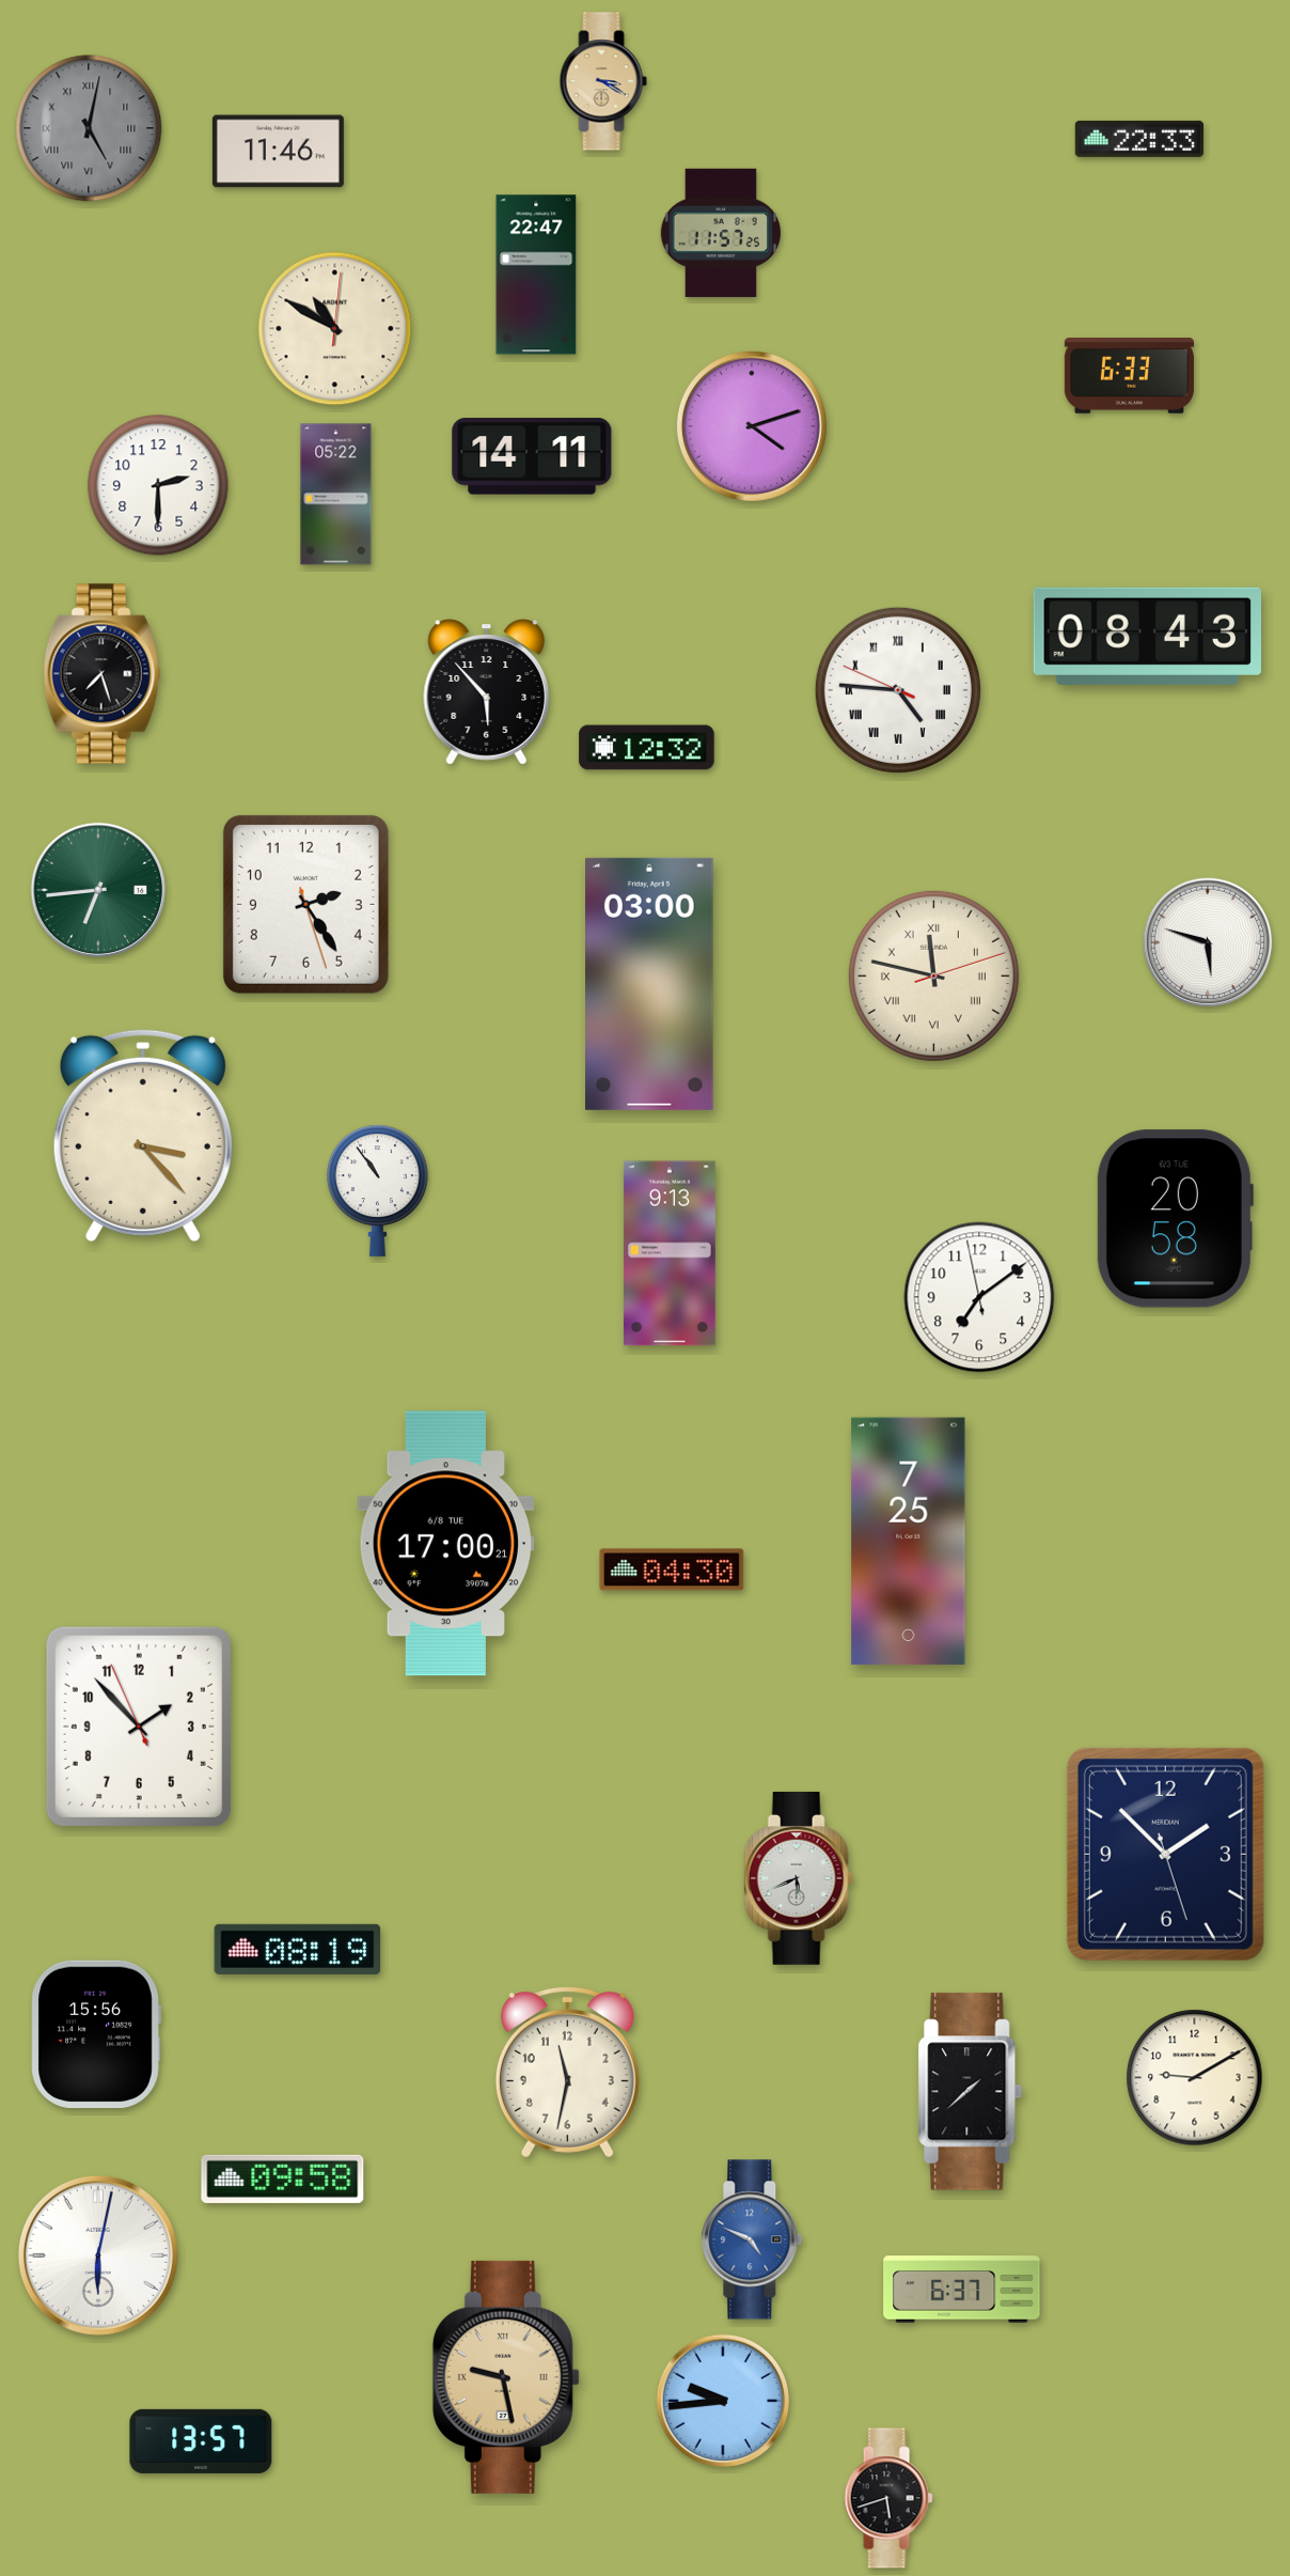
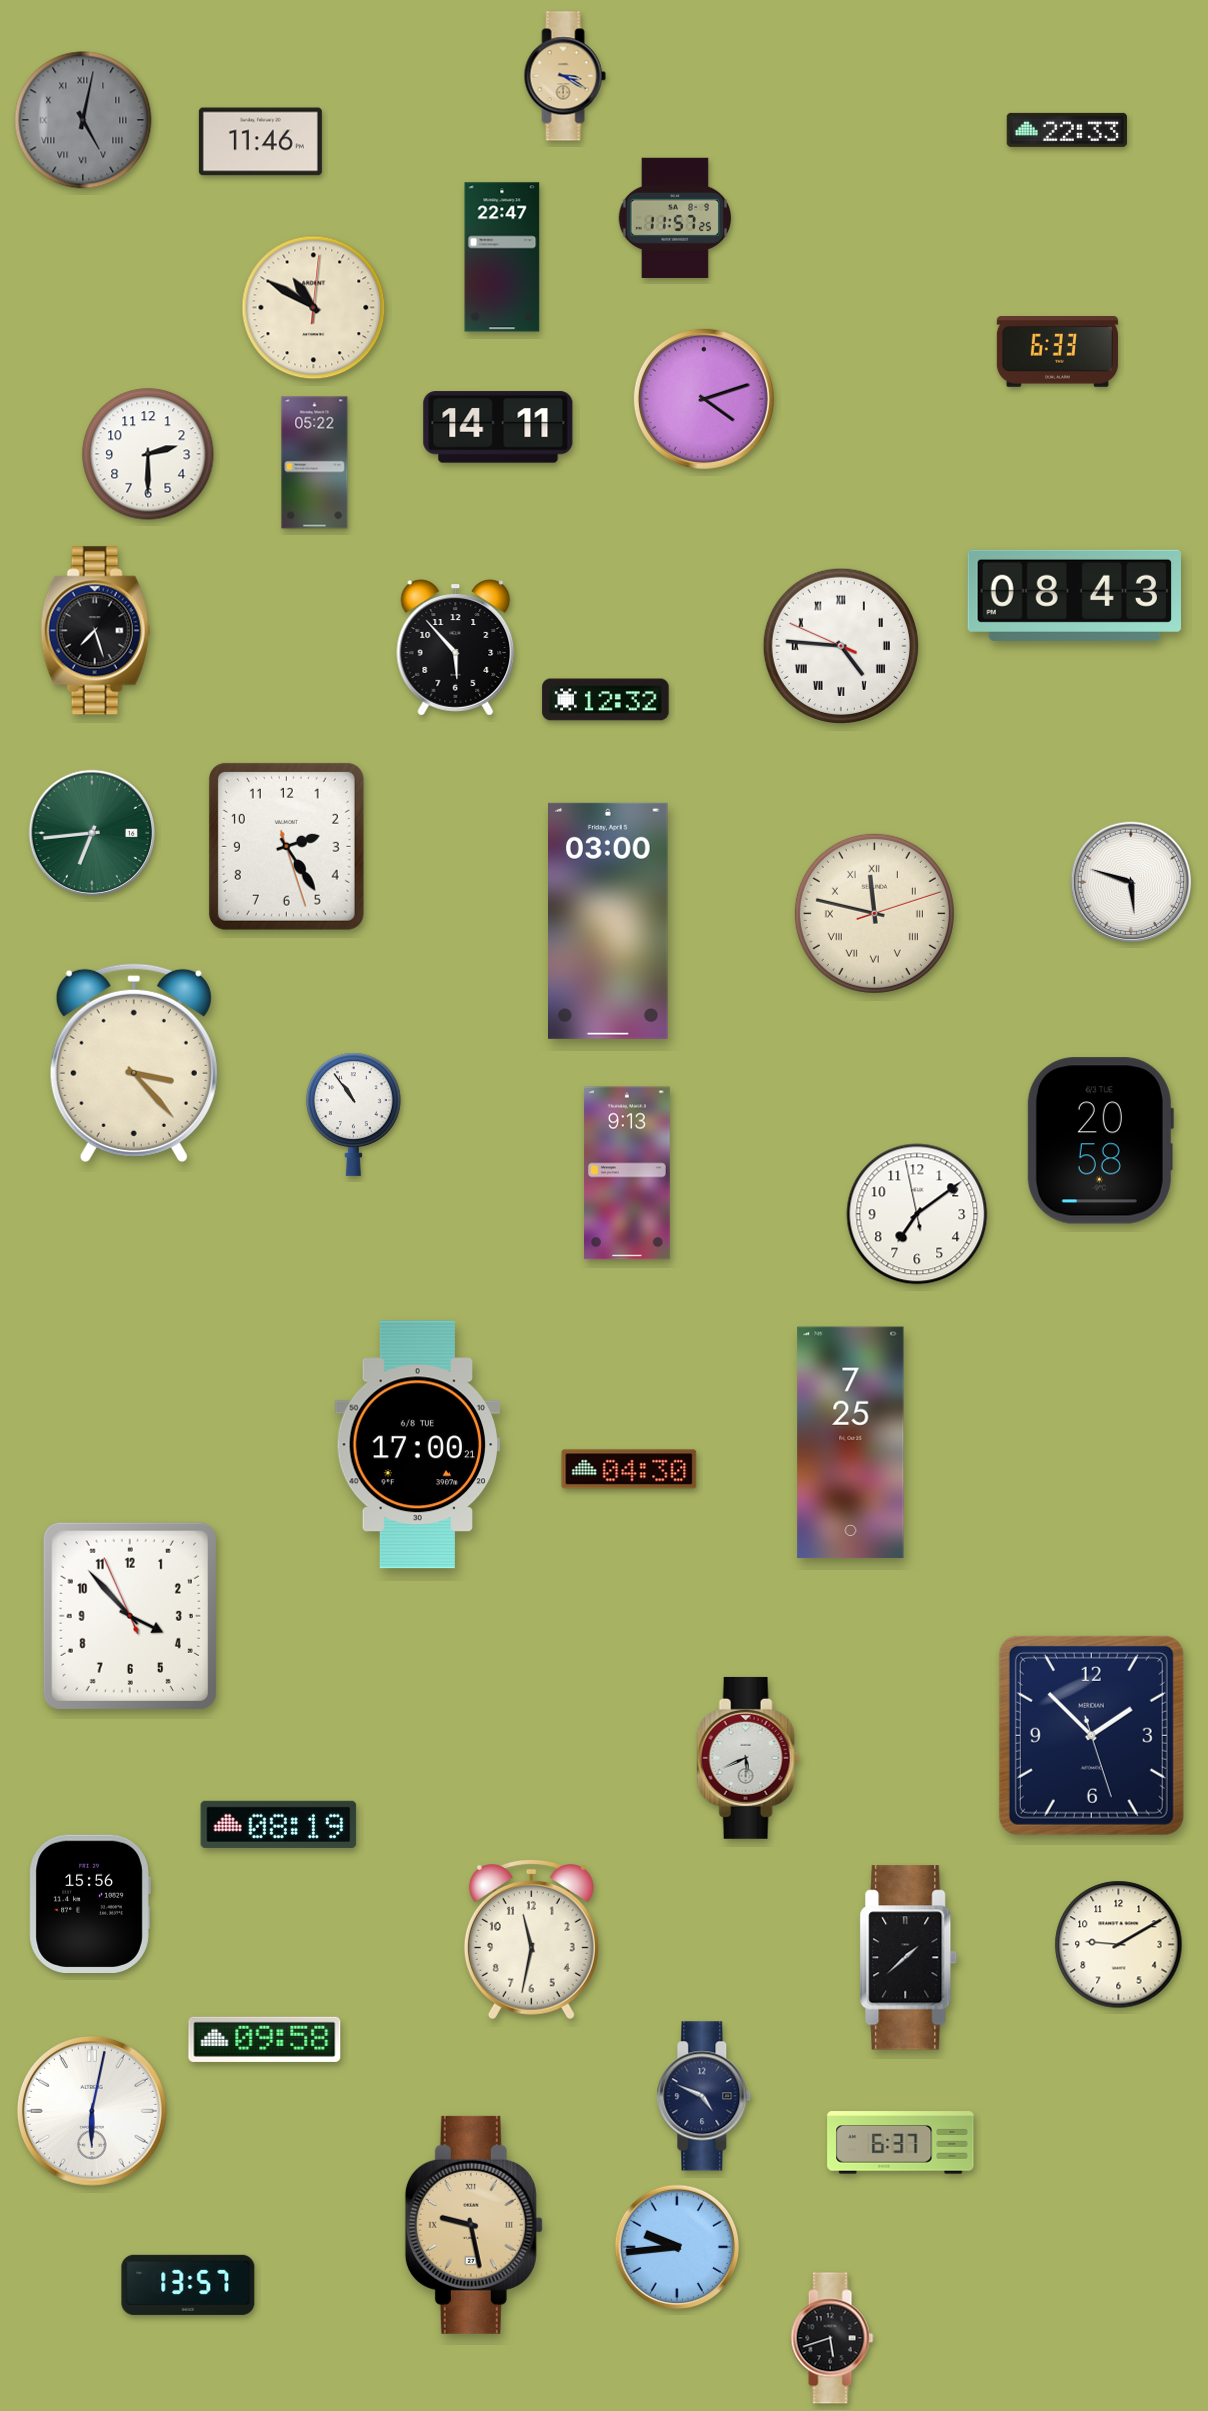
clock at (139, 1727): 1:52 -> 3:52
clock at (752, 2239) dial: blue -> navy
